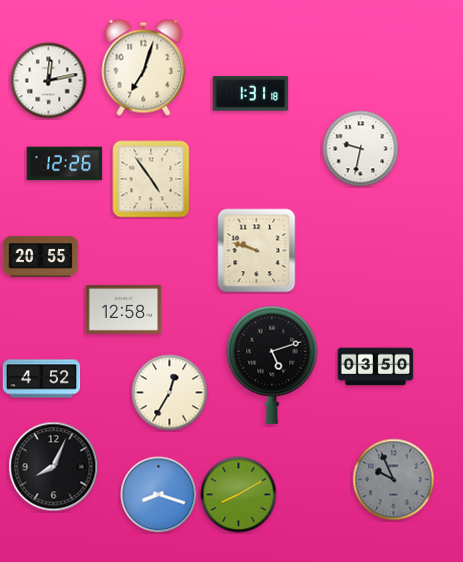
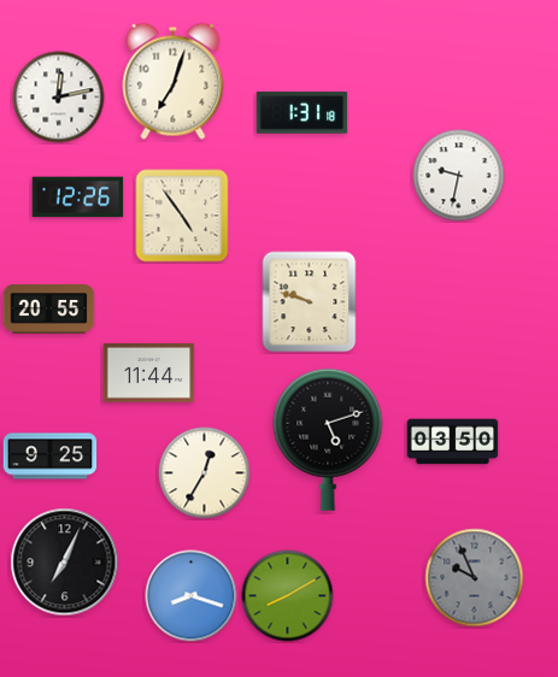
clock at (361, 149) position: (361, 149) -> (459, 176)
clock at (124, 309): 12:58 -> 11:44
clock at (42, 379): 4:52 -> 9:25
clock at (54, 467): 8:04 -> 7:04
